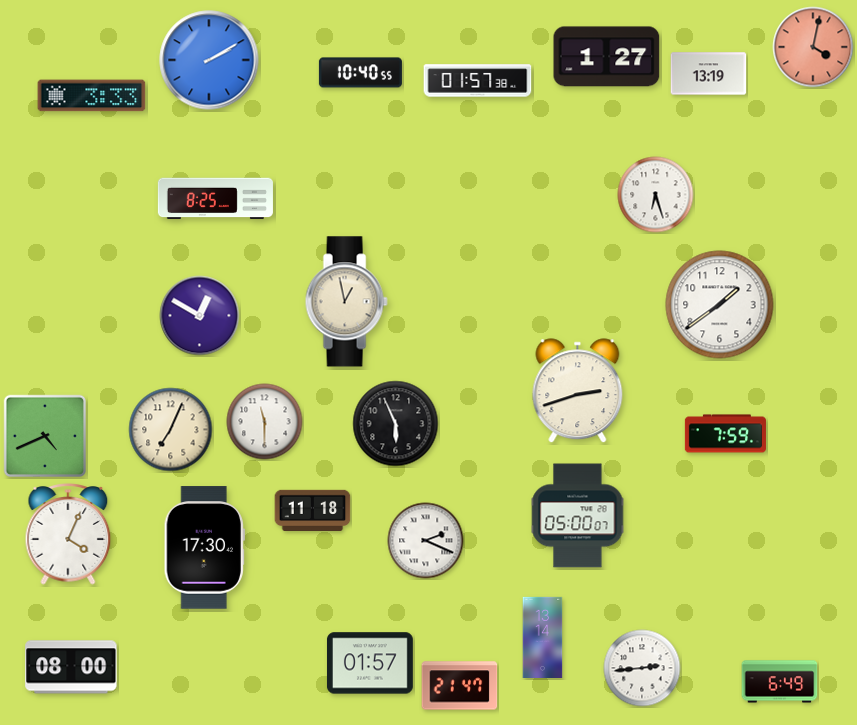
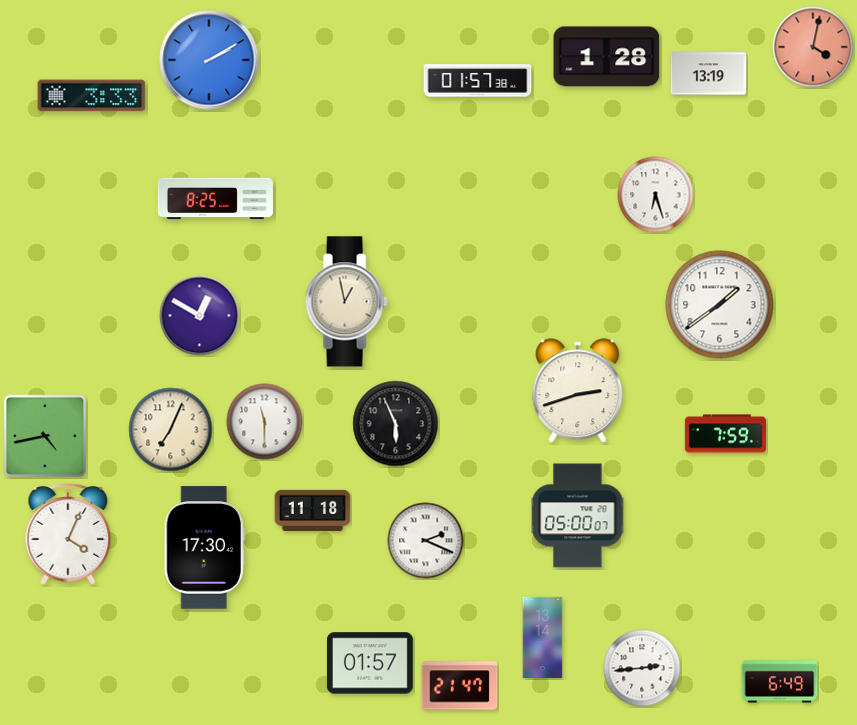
clock at (607, 57): 1:27 -> 1:28
clock at (360, 73): 10:40 -> none
clock at (45, 436): 4:41 -> 4:43
clock at (71, 667): 08:00 -> none
